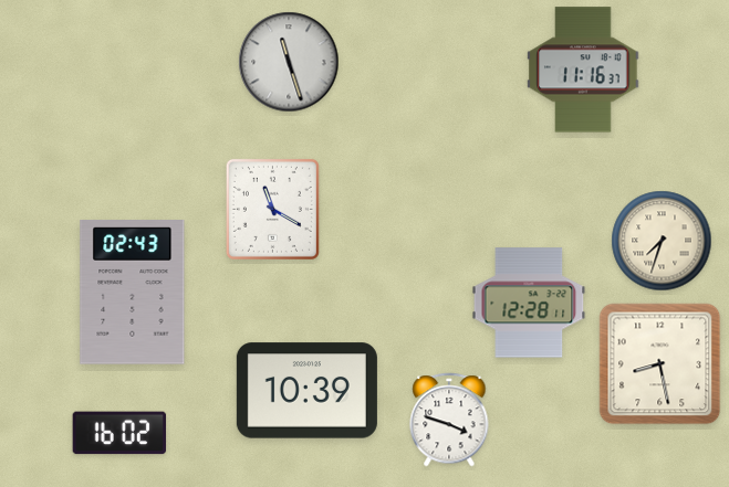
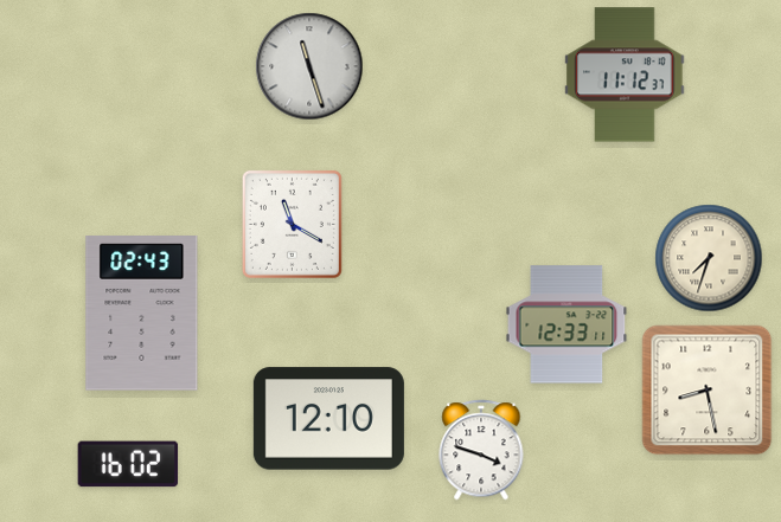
clock at (583, 70): 11:16 -> 11:12
clock at (529, 303): 12:28 -> 12:33
clock at (306, 391): 10:39 -> 12:10
